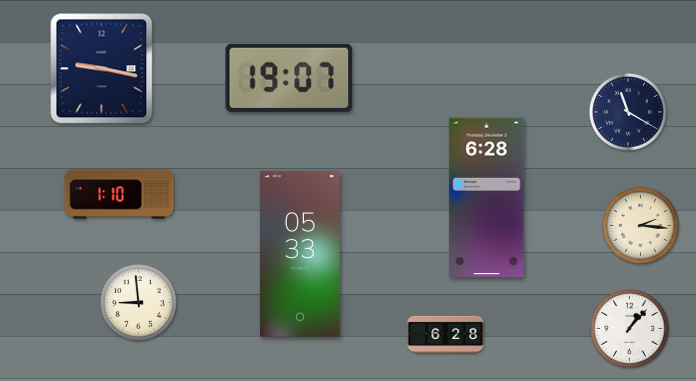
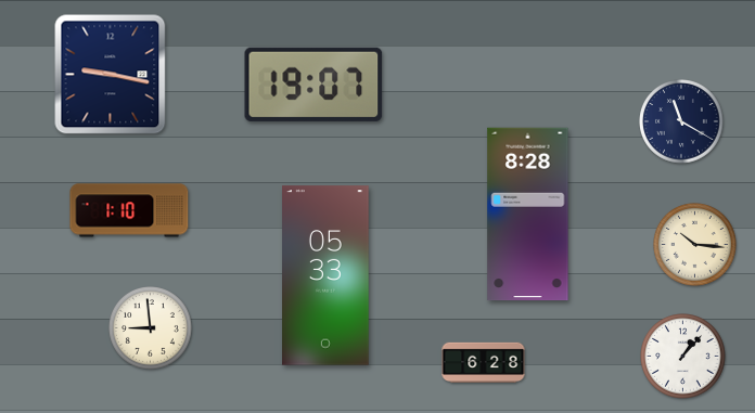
clock at (487, 198): 6:28 -> 8:28
clock at (641, 226): 2:16 -> 10:16
